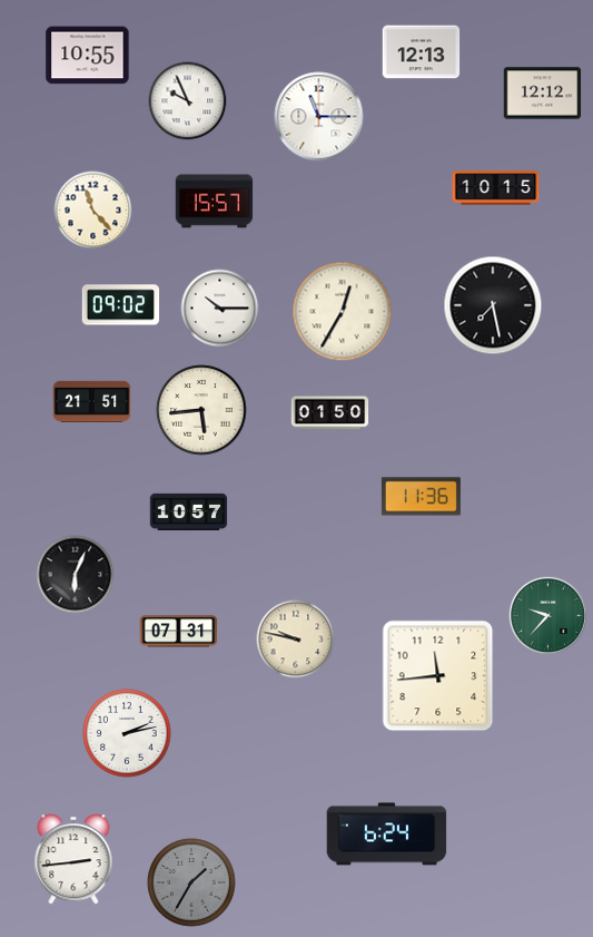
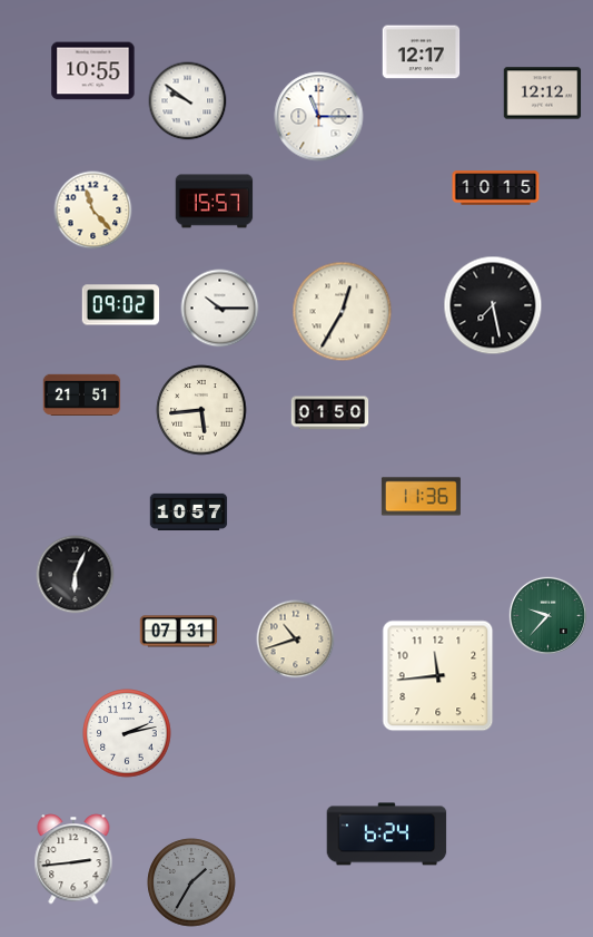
clock at (422, 52): 12:13 -> 12:17
clock at (88, 56) position: (88, 56) -> (93, 71)
clock at (188, 101): 9:56 -> 9:51
clock at (92, 401) position: (92, 401) -> (82, 394)
clock at (296, 640): 9:47 -> 10:42
